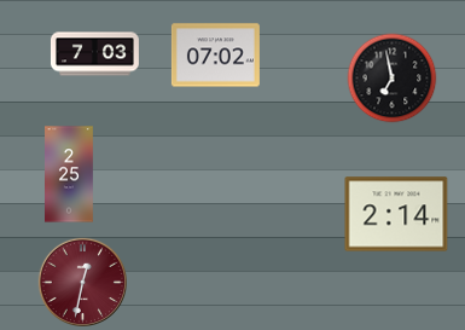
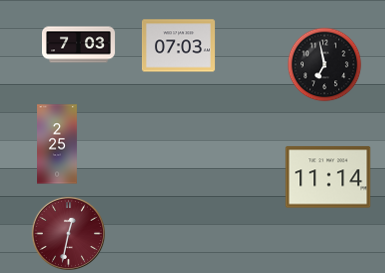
clock at (215, 56): 07:02 -> 07:03
clock at (396, 214): 2:14 -> 11:14
